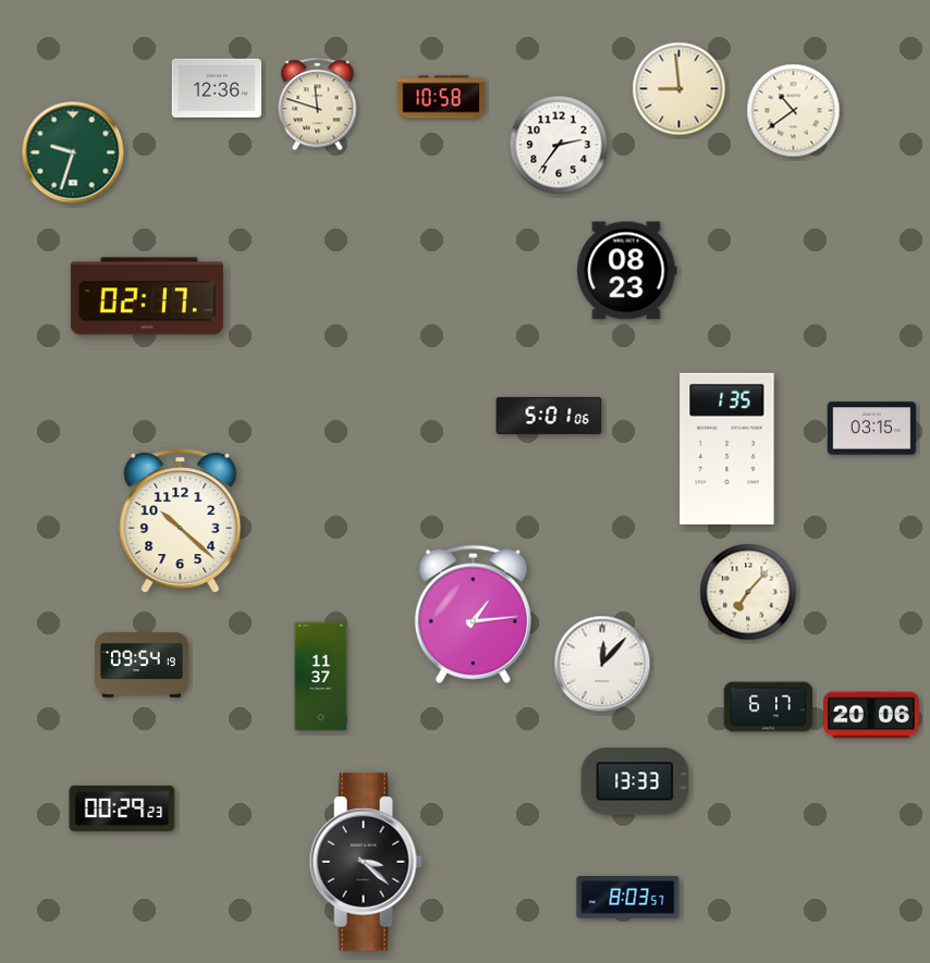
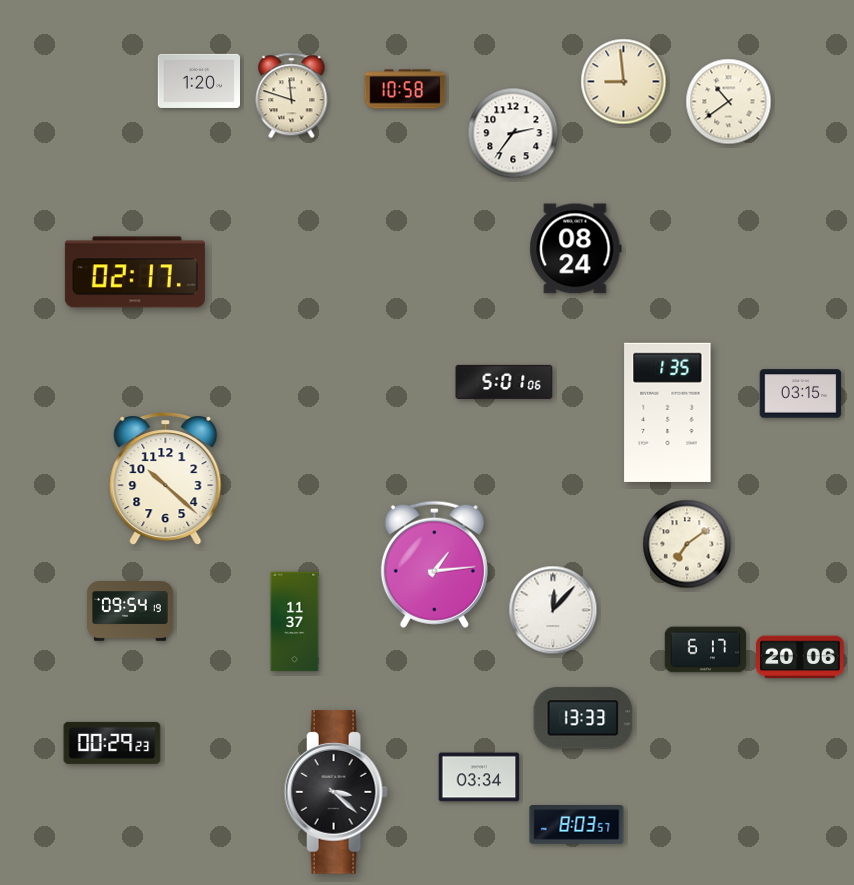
clock at (217, 88): 12:36 -> 1:20
clock at (73, 152): 9:33 -> none
clock at (627, 271): 08:23 -> 08:24
clock at (748, 592): 7:07 -> 7:09
clock at (479, 777): none -> 03:34
